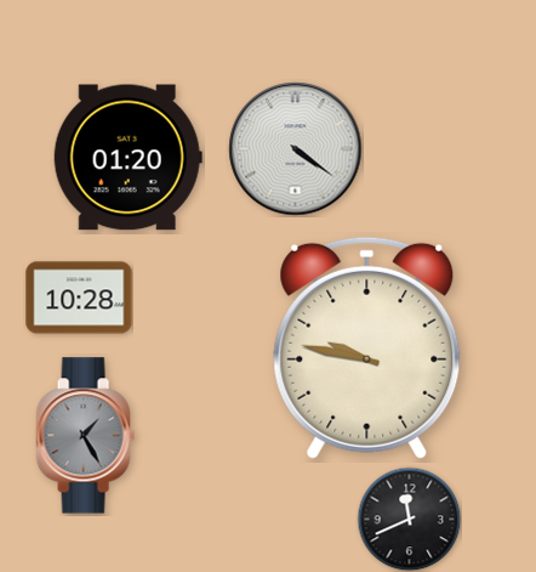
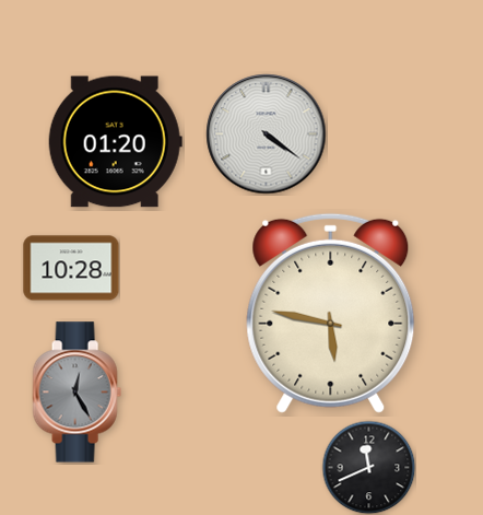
clock at (367, 347): 9:47 -> 5:47
clock at (85, 436): 1:25 -> 12:25
